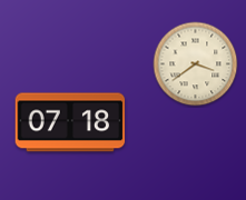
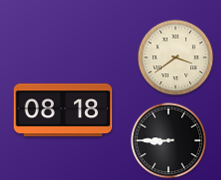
clock at (70, 122): 07:18 -> 08:18
clock at (169, 141): none -> 8:45
